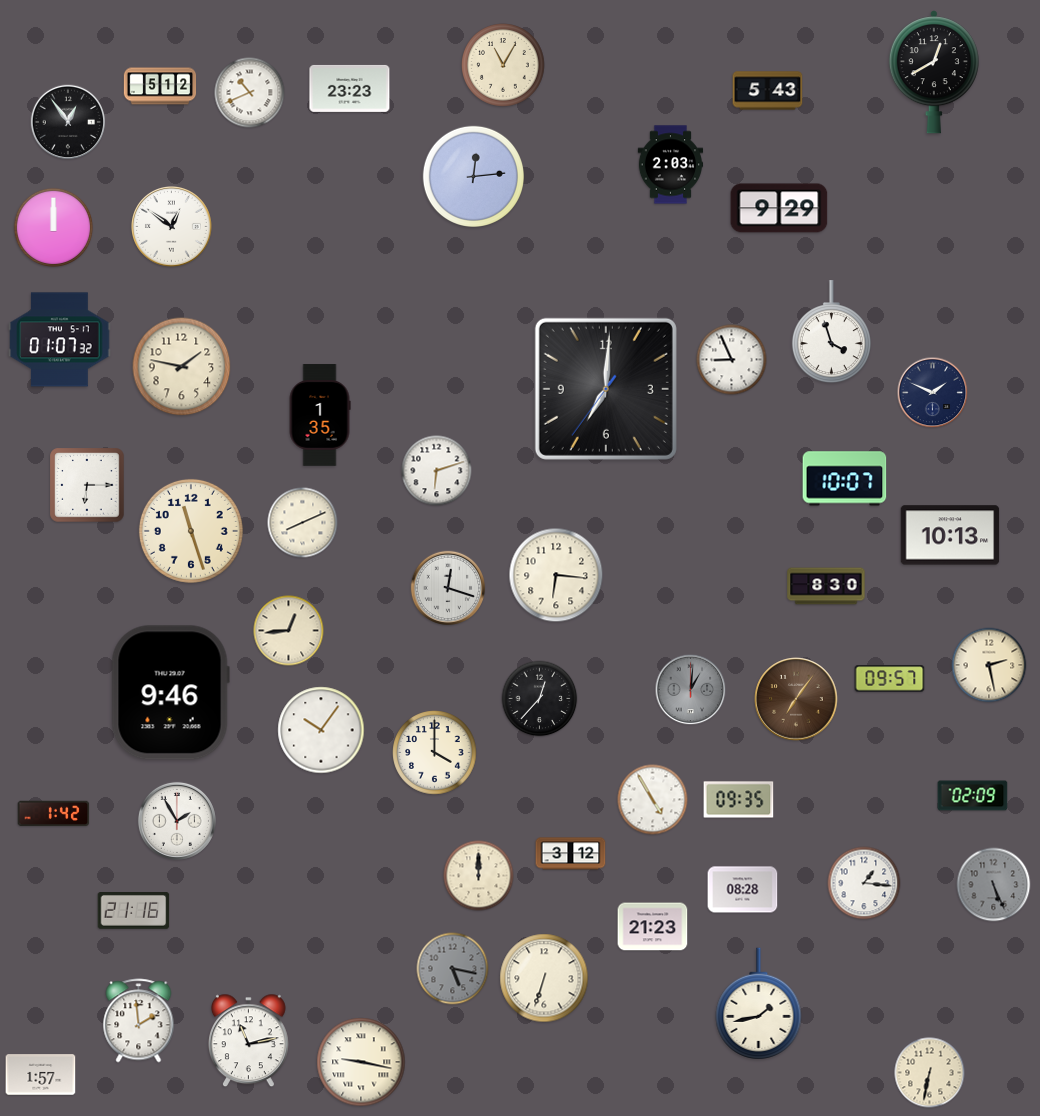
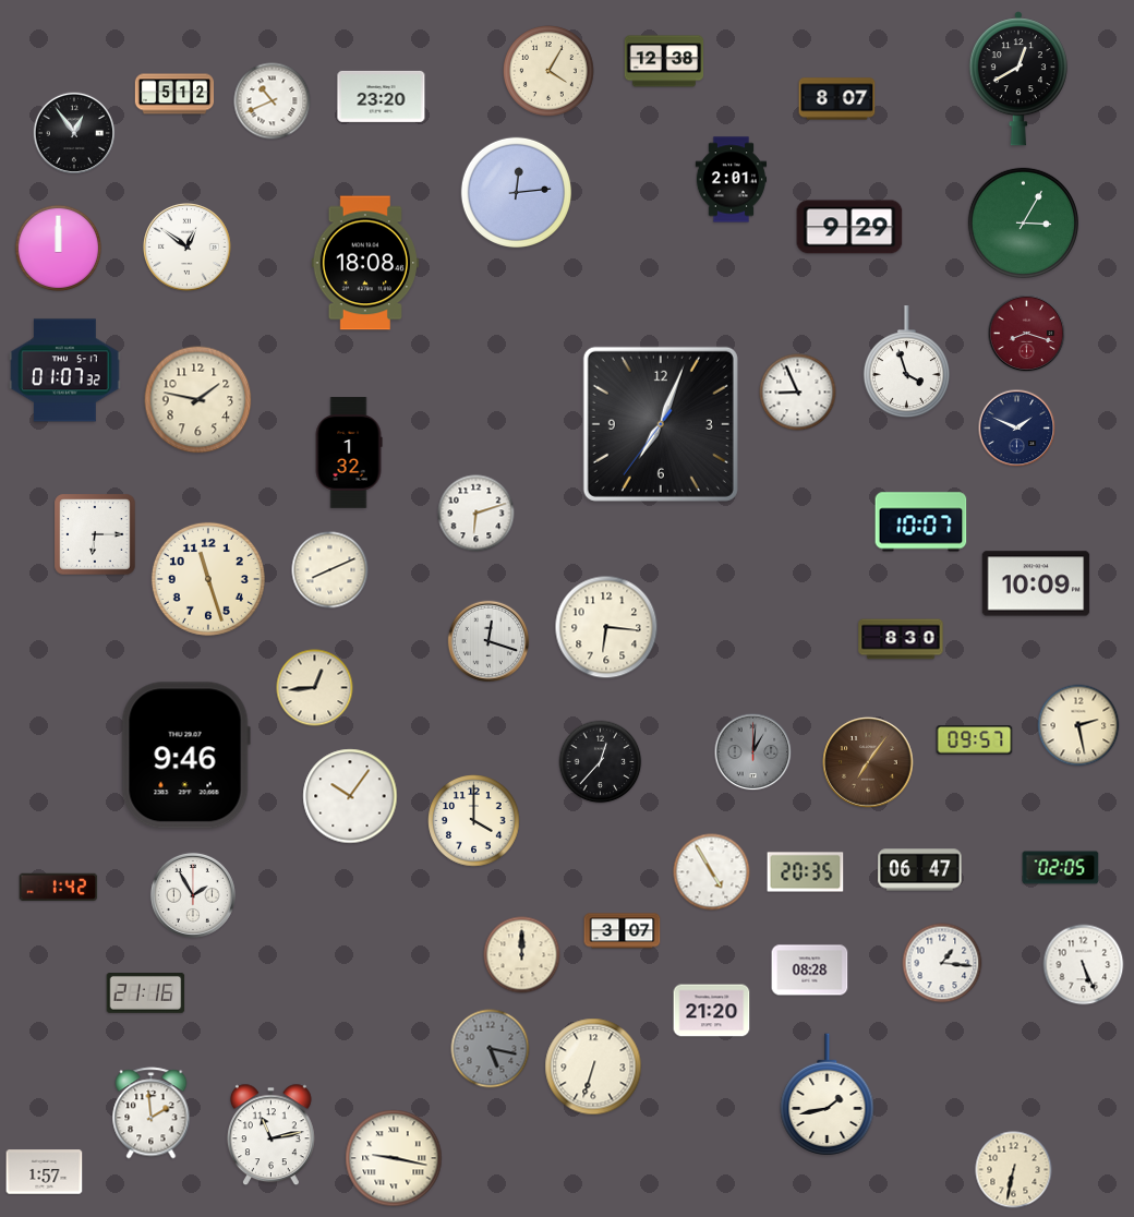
clock at (664, 61): none -> 12:38
clock at (504, 66): 11:05 -> 4:05
clock at (350, 88): 23:23 -> 23:20
clock at (768, 91): 5:43 -> 8:07
clock at (671, 165): 2:03 -> 2:01
clock at (1023, 222): none -> 3:05
clock at (365, 263): none -> 18:08
clock at (1027, 334): none -> 8:18
clock at (606, 389): 7:00 -> 7:03
clock at (320, 415): 1:35 -> 1:32
clock at (87, 485) position: (87, 485) -> (95, 534)
clock at (950, 535): 10:13 -> 10:09
clock at (890, 679) position: (890, 679) -> (975, 740)
clock at (540, 699) position: (540, 699) -> (601, 762)
clock at (973, 796): 02:09 -> 02:05
clock at (920, 870): none -> 06:47
clock at (739, 800): 09:35 -> 20:35
clock at (571, 854): 3:12 -> 3:07
clock at (994, 885) dial: grey -> white
clock at (653, 927): 21:23 -> 21:20
clock at (453, 969) position: (453, 969) -> (491, 1049)
